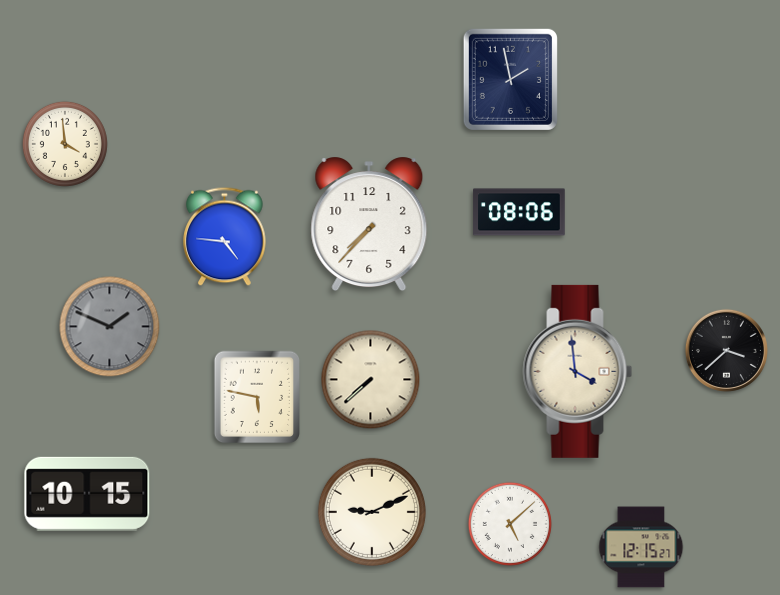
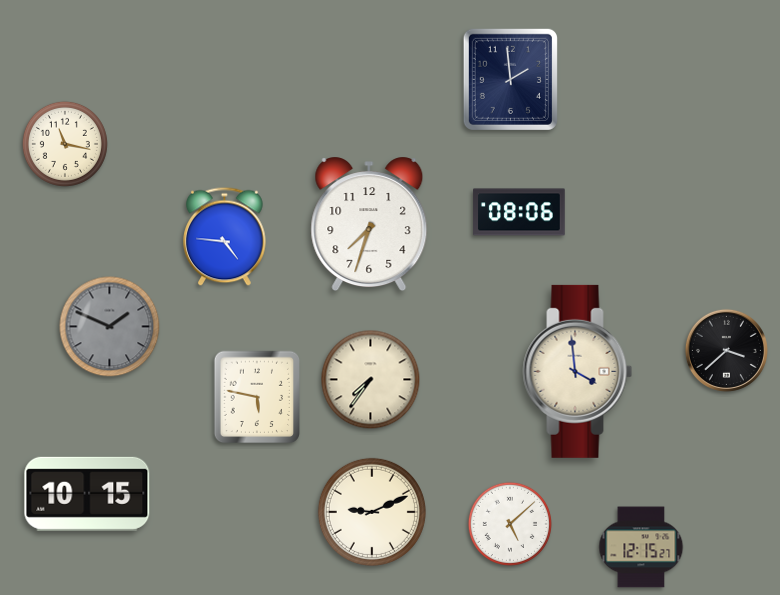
clock at (510, 79): 1:58 -> 1:59
clock at (65, 144): 3:59 -> 11:17
clock at (369, 224): 7:37 -> 7:33
clock at (371, 380): 7:38 -> 7:36
